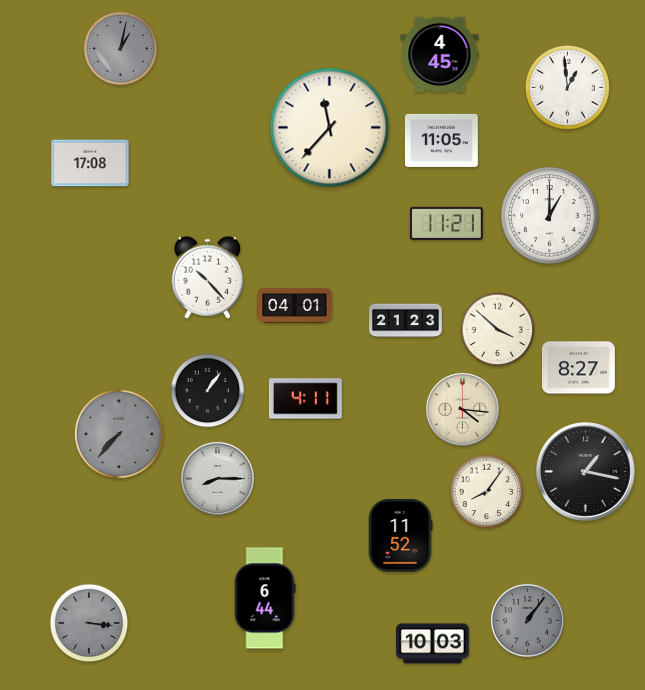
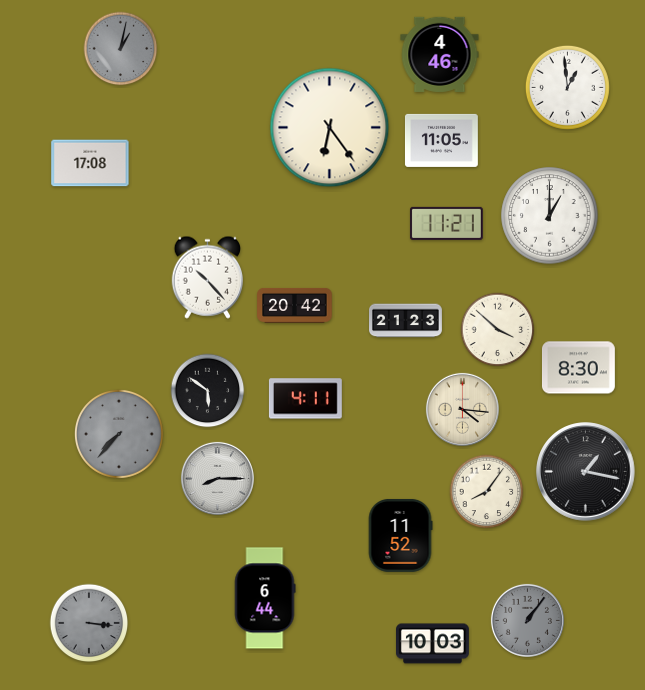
clock at (440, 54): 4:45 -> 4:46
clock at (330, 128): 11:37 -> 6:24
clock at (295, 305): 04:01 -> 20:42
clock at (578, 368): 8:27 -> 8:30
clock at (208, 391): 1:06 -> 5:51
